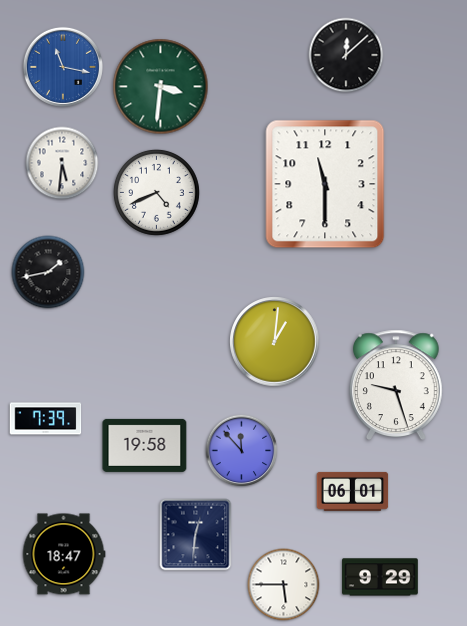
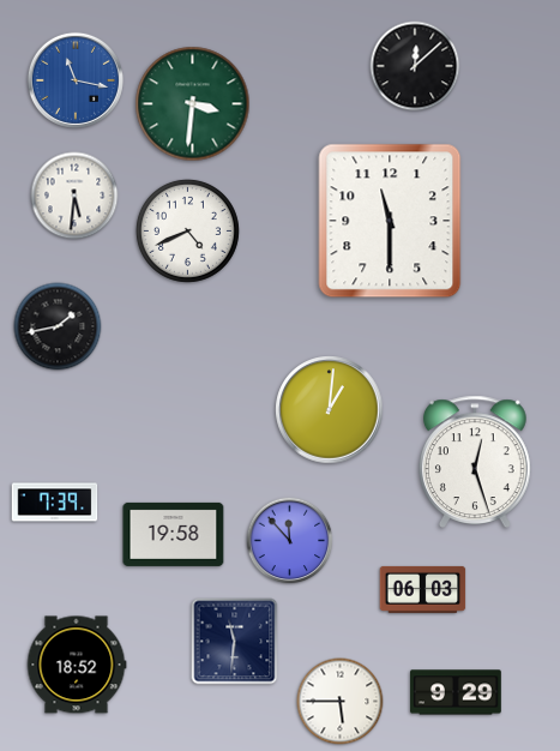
clock at (396, 384): 9:27 -> 12:27
clock at (353, 491): 06:01 -> 06:03
clock at (196, 535): 12:31 -> 11:31
clock at (64, 554): 18:47 -> 18:52
